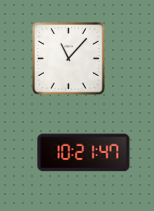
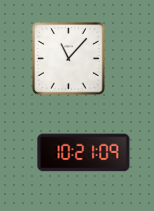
clock at (84, 153): 10:21:47 -> 10:21:09
